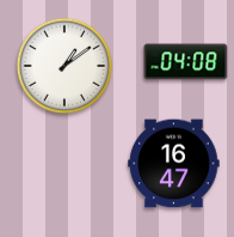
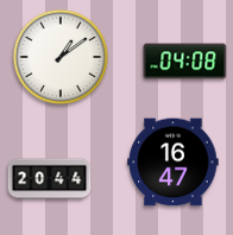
clock at (63, 65) position: (63, 65) -> (59, 56)
clock at (50, 179): none -> 20:44
